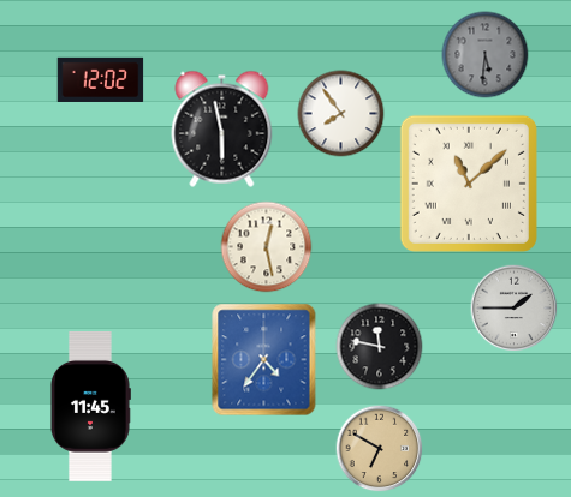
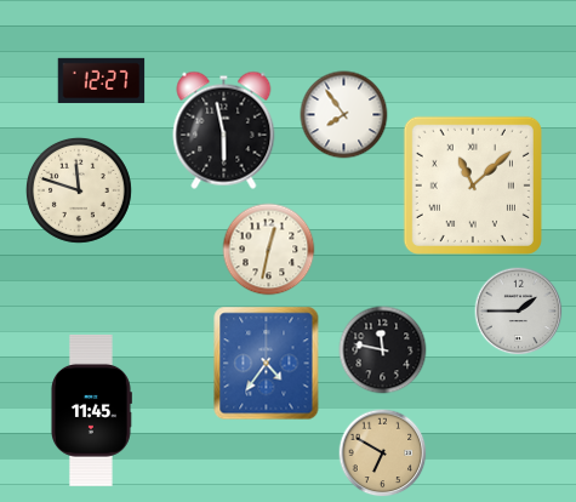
clock at (486, 55): 5:31 -> none
clock at (101, 79): 12:02 -> 12:27
clock at (79, 190): none -> 11:48
clock at (267, 247): 12:28 -> 12:32
